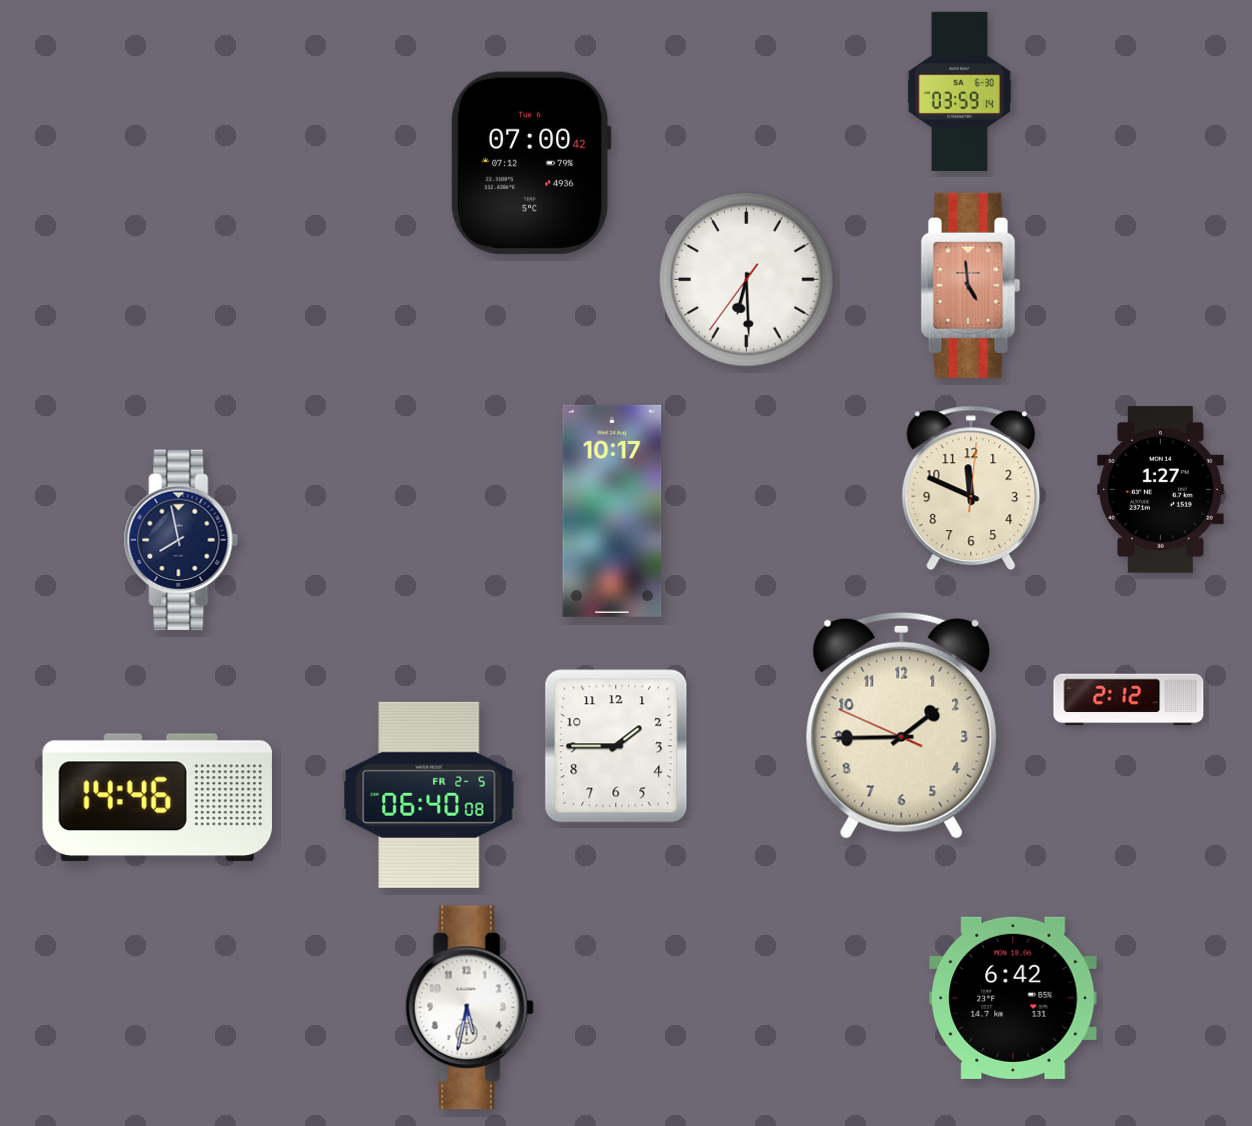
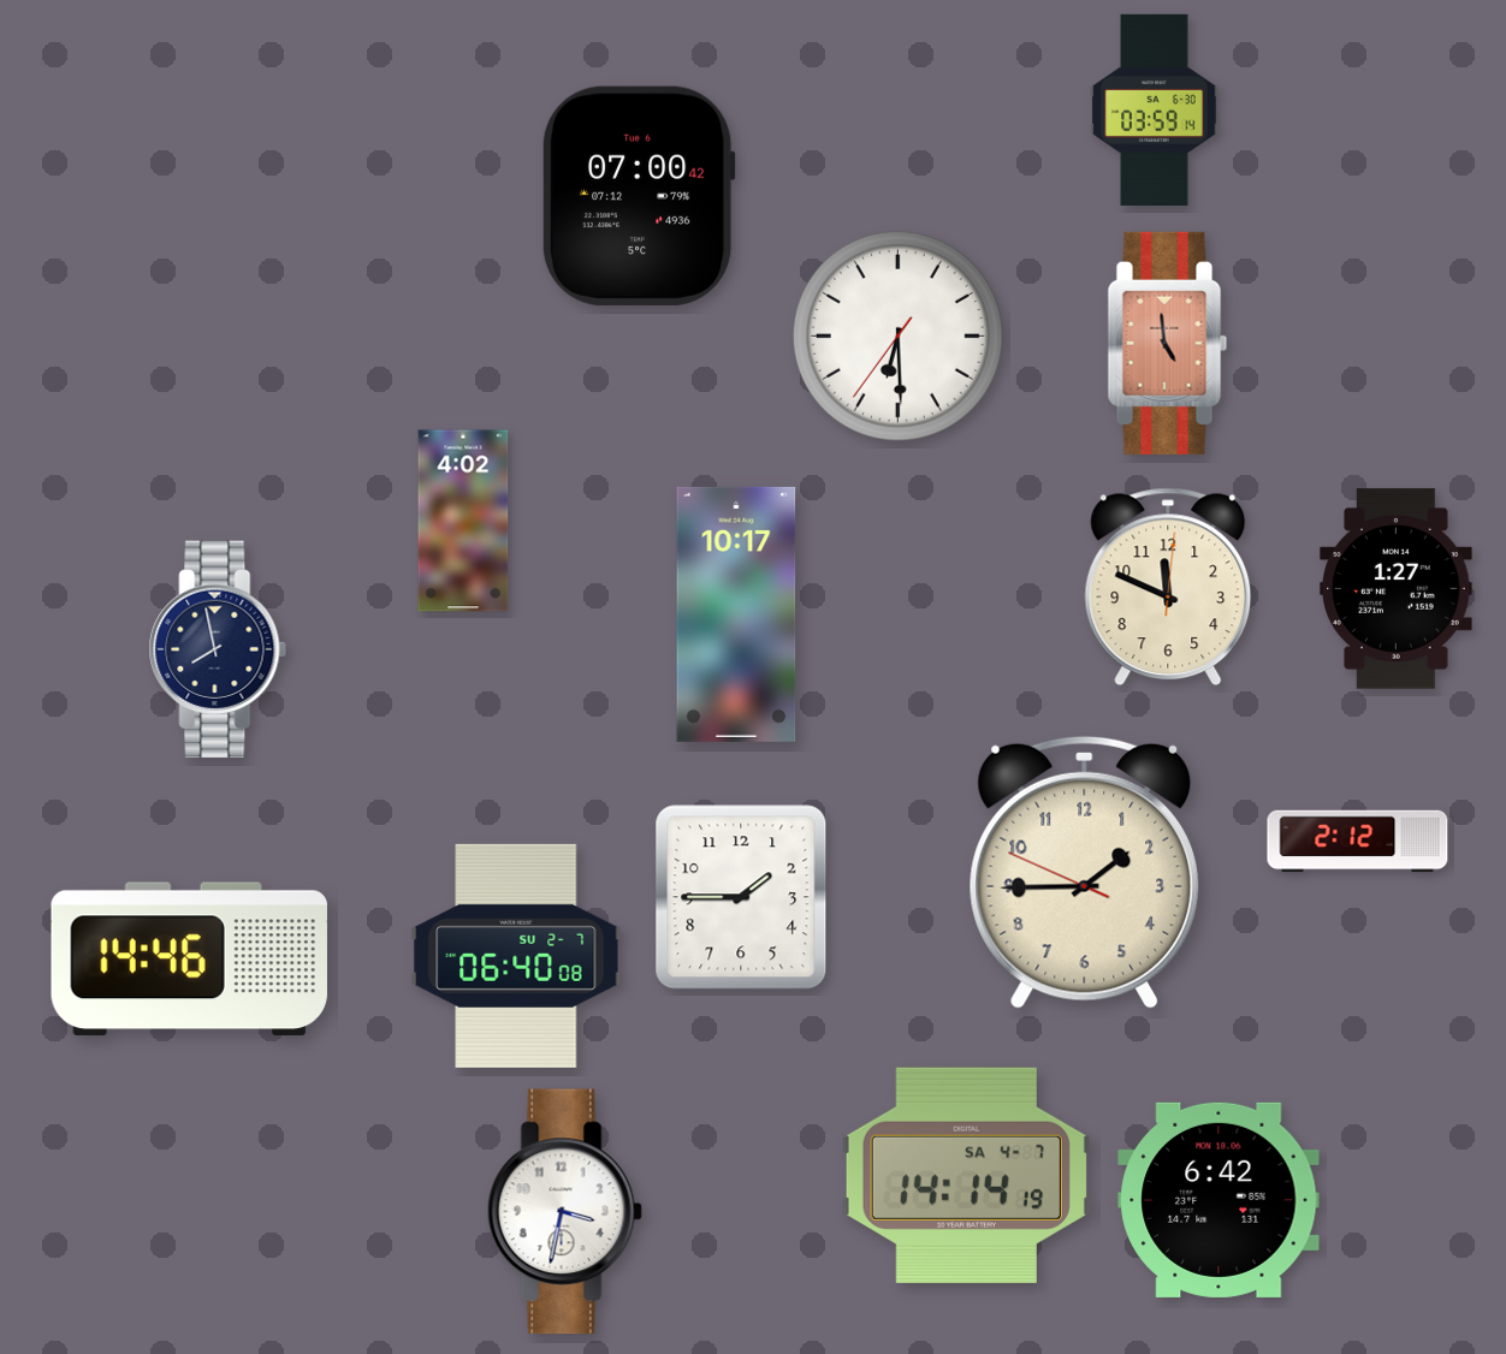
clock at (463, 521): none -> 4:02
clock at (429, 795) date: FR 2-5 -> SU 2-7
clock at (966, 1175): none -> 14:14
clock at (469, 1008): 5:32 -> 3:32
